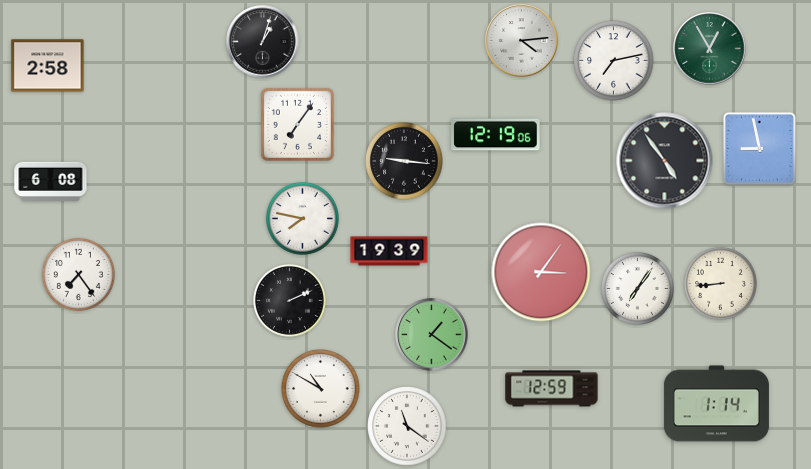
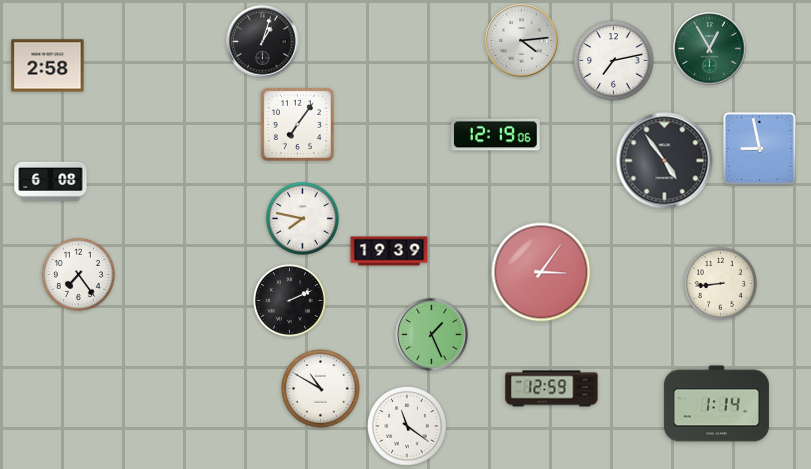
clock at (404, 161): 9:16 -> none
clock at (637, 288): 7:06 -> none
clock at (432, 335): 1:21 -> 1:26
